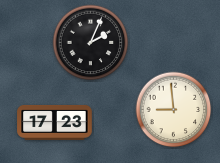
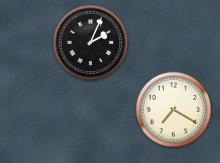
clock at (174, 110): 8:59 -> 7:20
clock at (55, 122): 17:23 -> none
